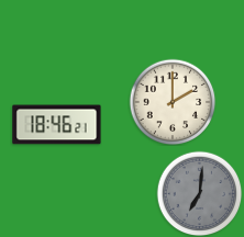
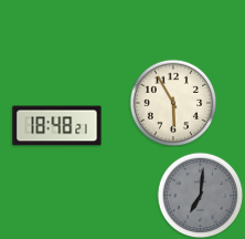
clock at (173, 102): 2:00 -> 5:55
clock at (57, 125): 18:46 -> 18:48
